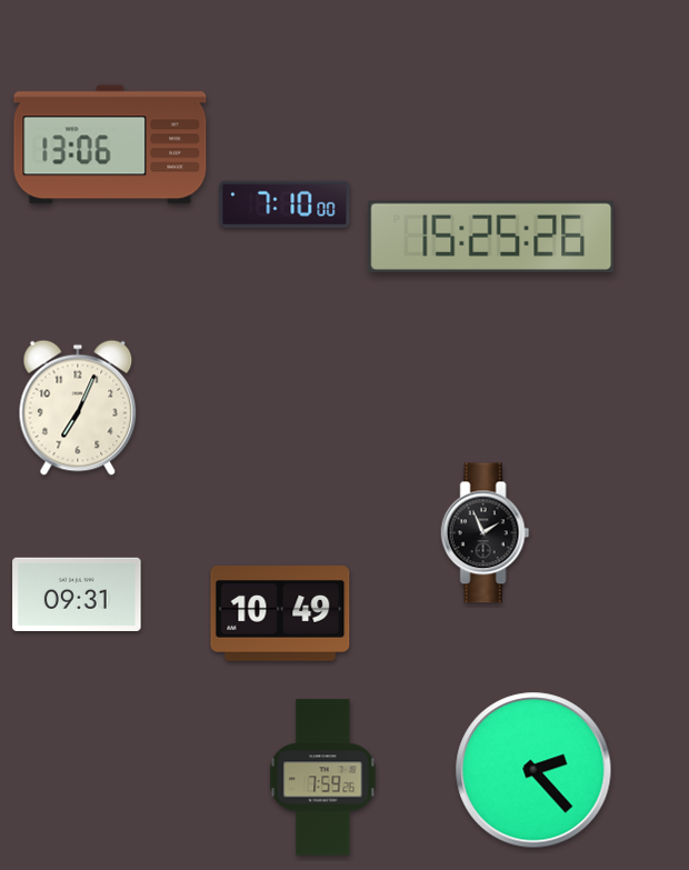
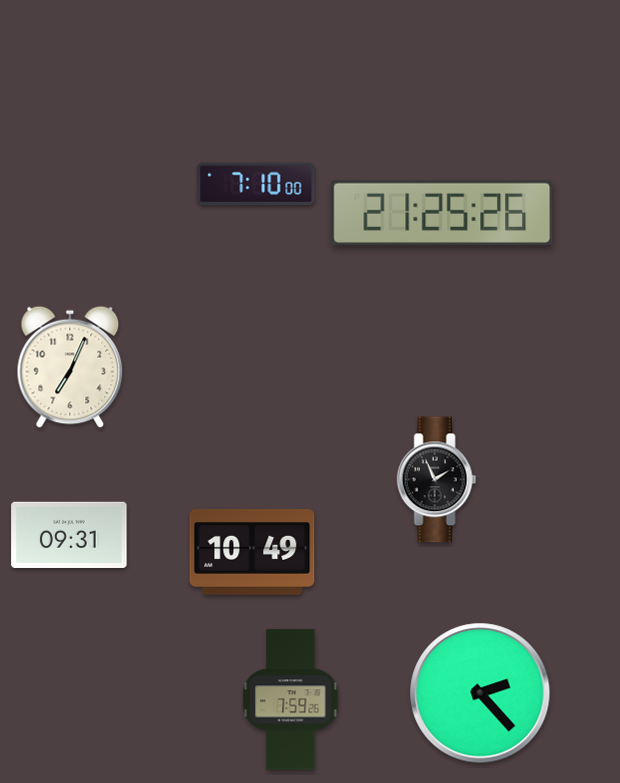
clock at (110, 144): 13:06 -> none
clock at (491, 236): 15:25 -> 21:25
